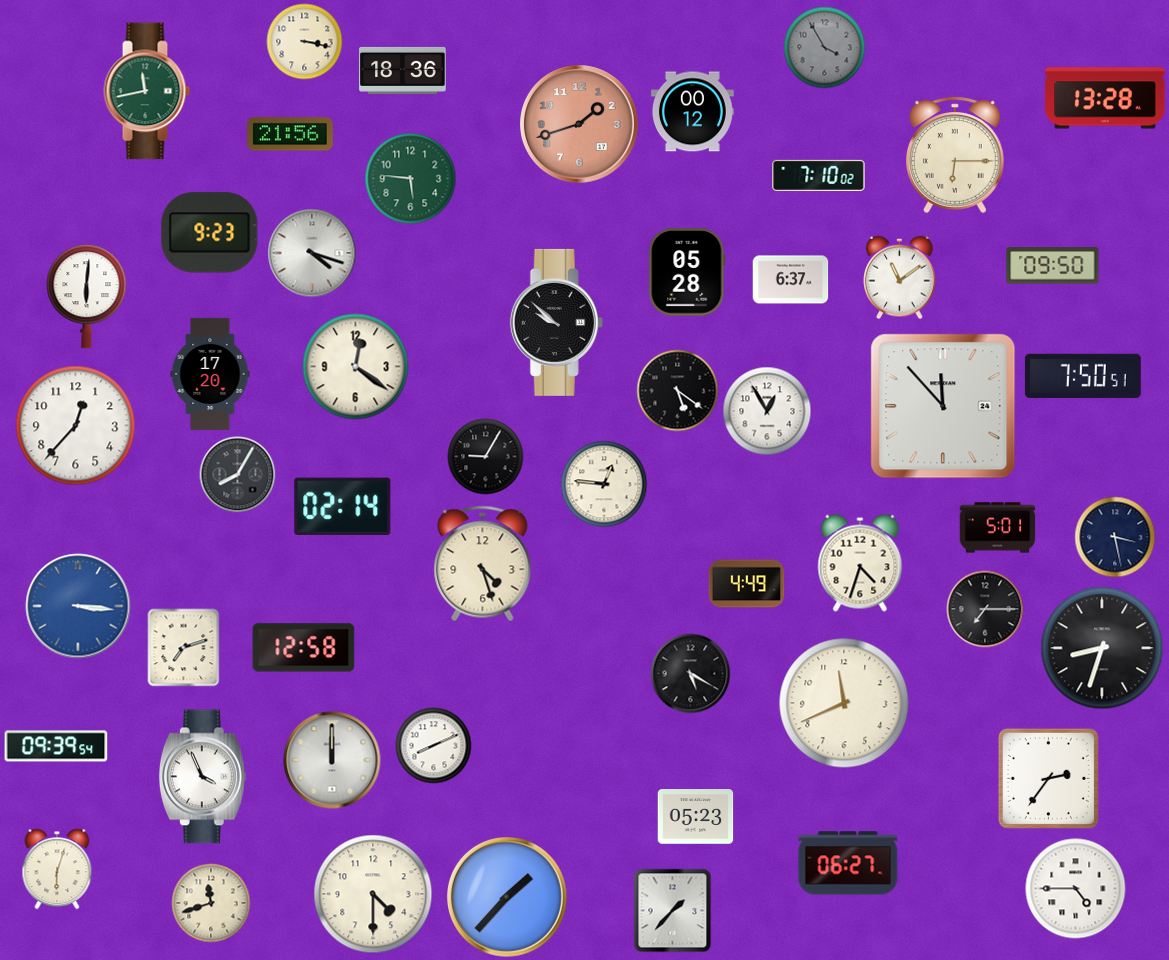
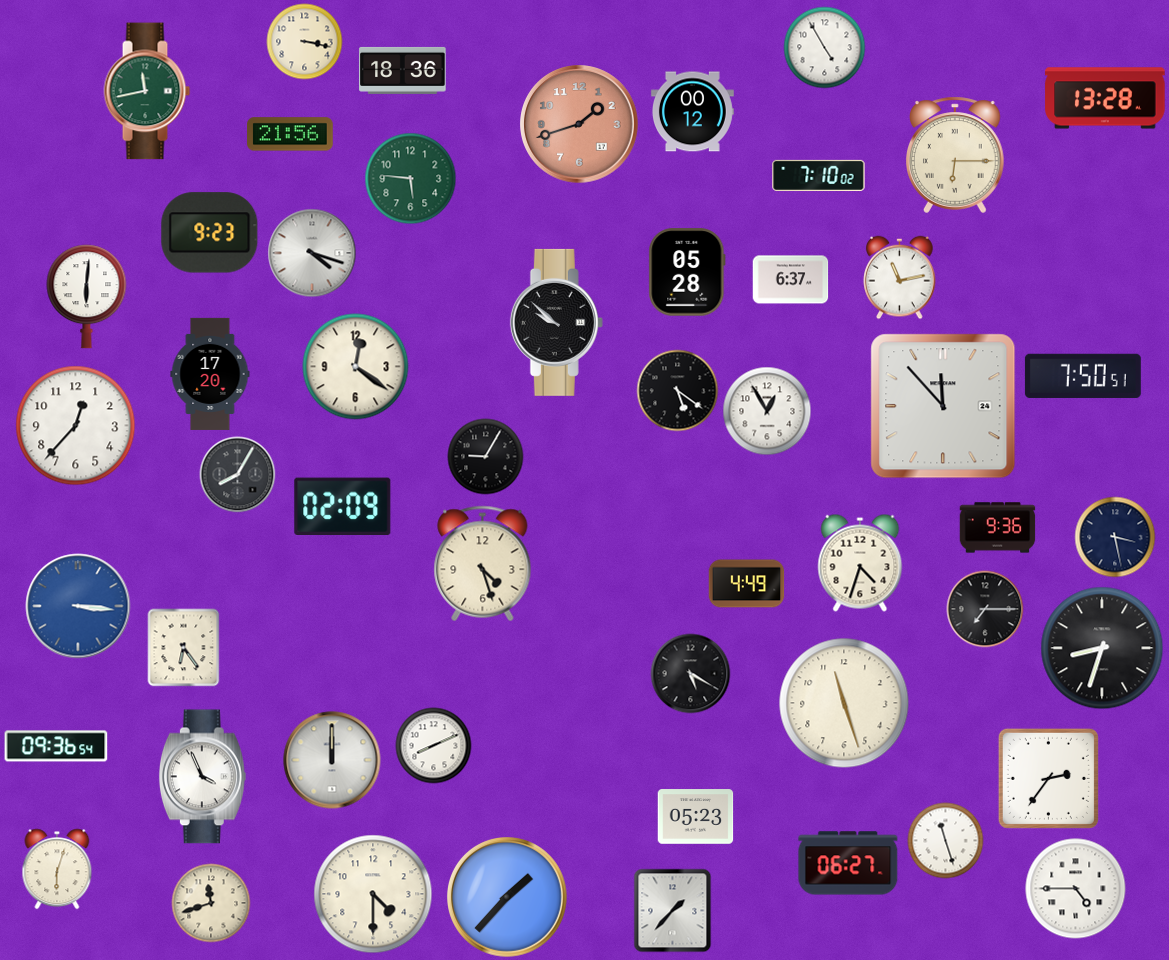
clock at (825, 48): 3:55 -> 4:55
clock at (825, 48) dial: grey -> white
clock at (1053, 266): 09:50 -> none
clock at (900, 278): 11:09 -> 11:13
clock at (604, 484): 12:46 -> none
clock at (343, 507): 02:14 -> 02:09
clock at (998, 528): 5:01 -> 9:36
clock at (184, 648): 7:12 -> 6:24
clock at (304, 648): 12:58 -> none
clock at (844, 703): 11:41 -> 11:27
clock at (56, 746): 09:39 -> 09:36
clock at (946, 841): none -> 11:27
